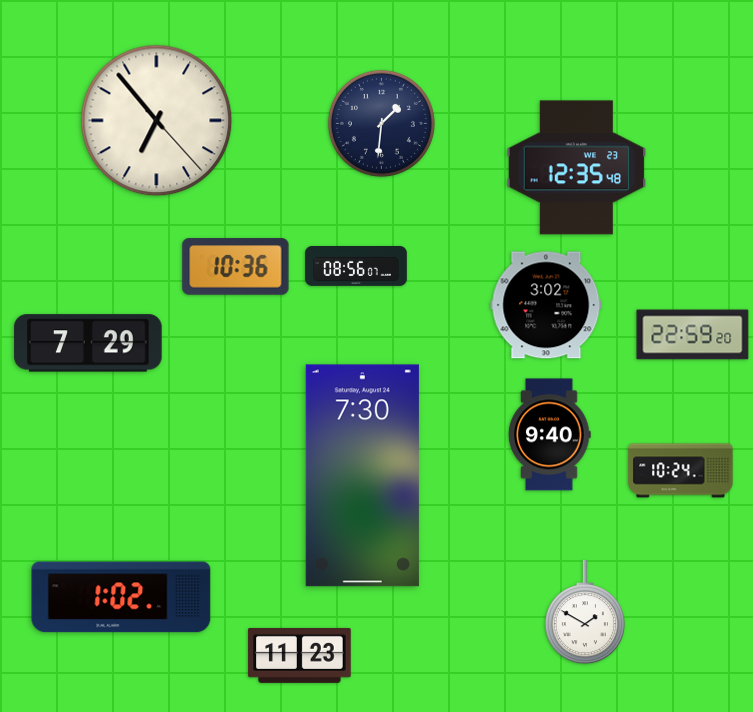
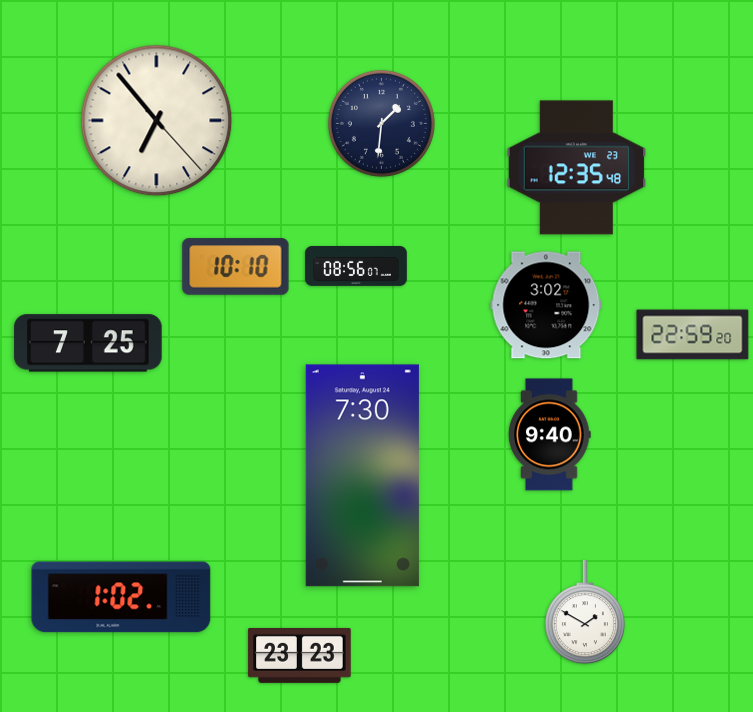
clock at (236, 267): 10:36 -> 10:10
clock at (88, 343): 7:29 -> 7:25
clock at (681, 471): 10:24 -> none
clock at (300, 655): 11:23 -> 23:23
